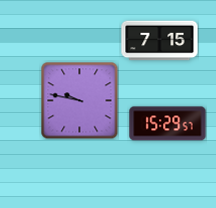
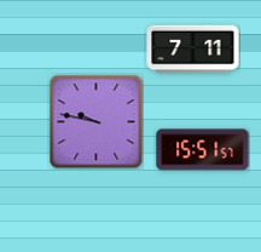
clock at (160, 41): 7:15 -> 7:11
clock at (168, 124): 15:29 -> 15:51
